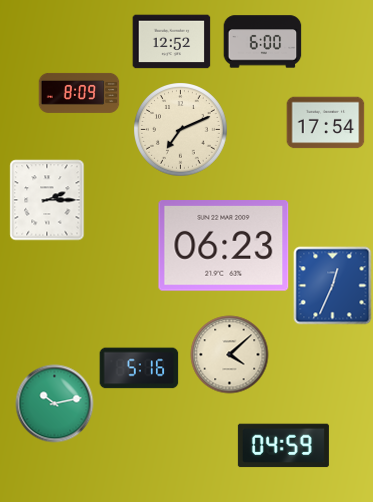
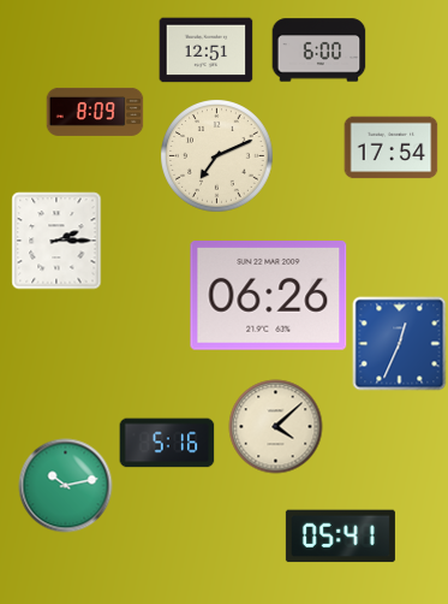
clock at (171, 42): 12:52 -> 12:51
clock at (262, 42) position: (262, 42) -> (318, 51)
clock at (224, 246): 06:23 -> 06:26
clock at (283, 446): 04:59 -> 05:41
